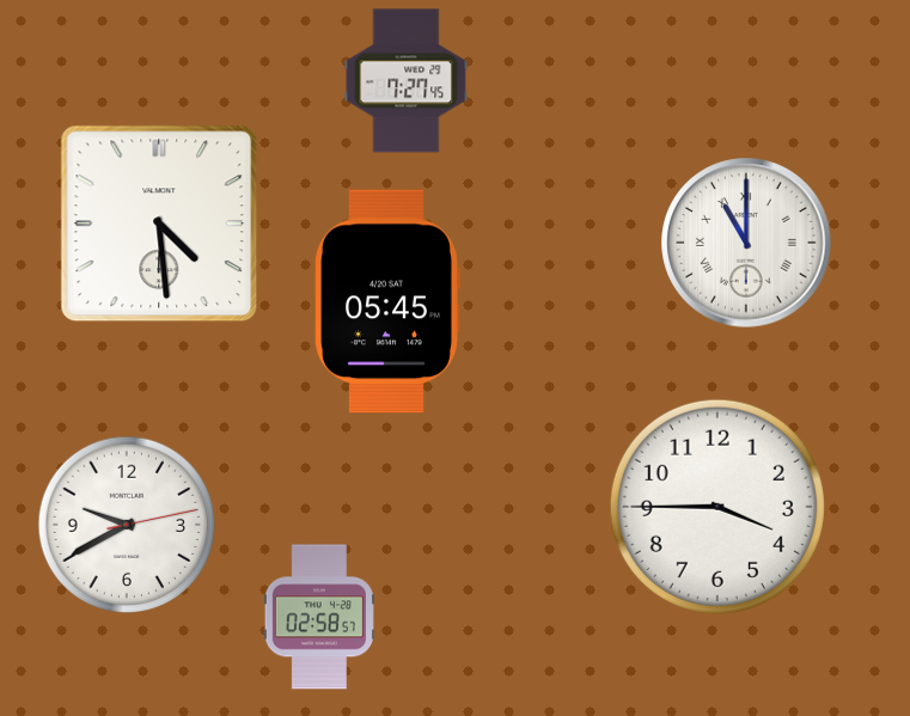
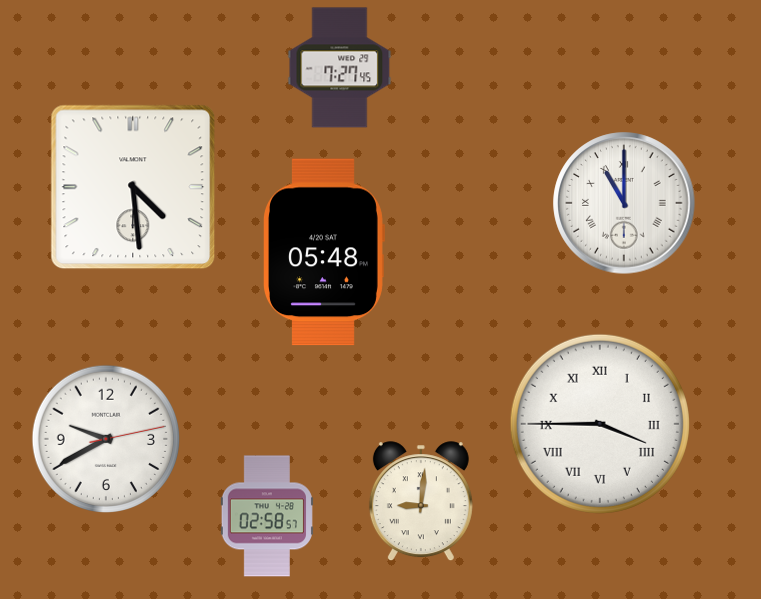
clock at (387, 301): 05:45 -> 05:48
clock at (717, 507) numerals: Arabic -> Roman
clock at (421, 502): none -> 9:01
